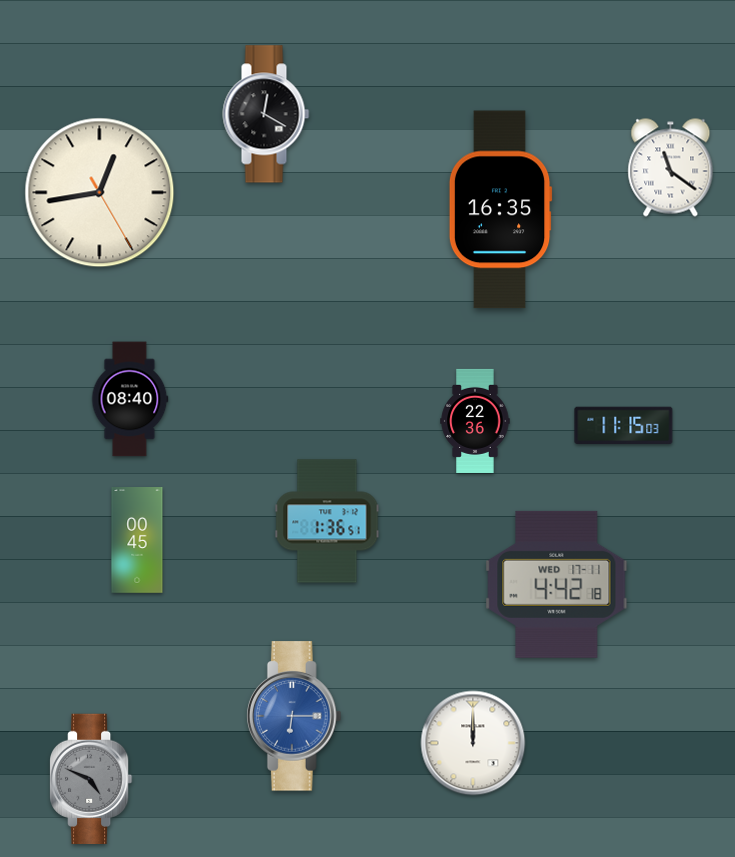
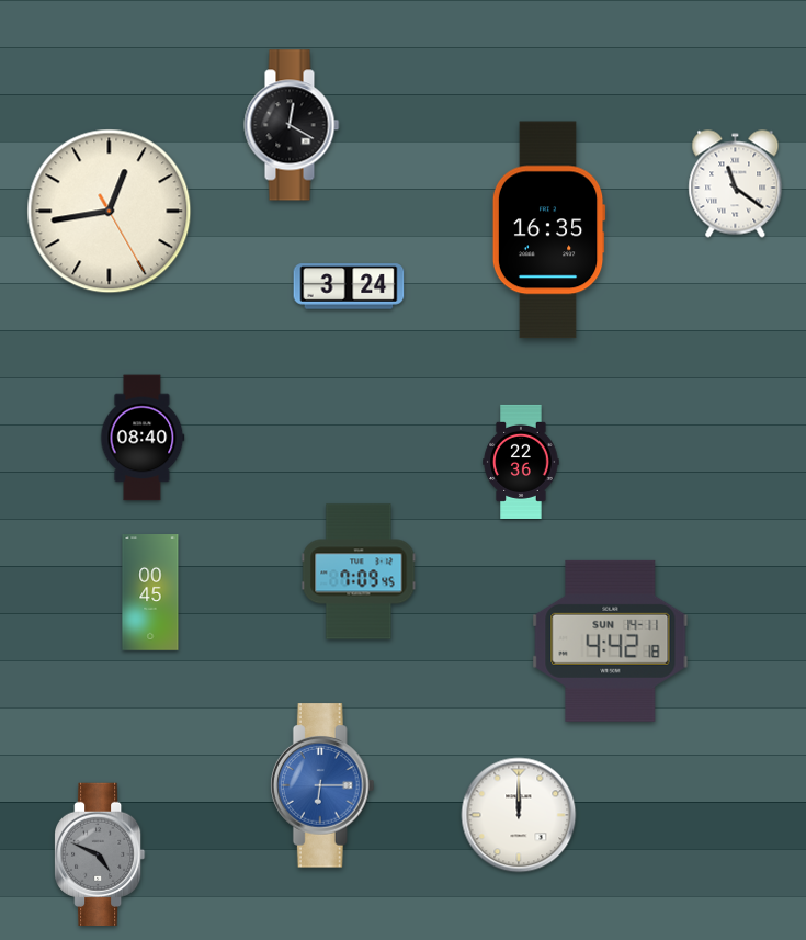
clock at (349, 286): none -> 3:24
clock at (624, 426): 11:15 -> none
clock at (327, 521): 1:36 -> 7:09
clock at (557, 584) date: WED 17-11 -> SUN 14-11
